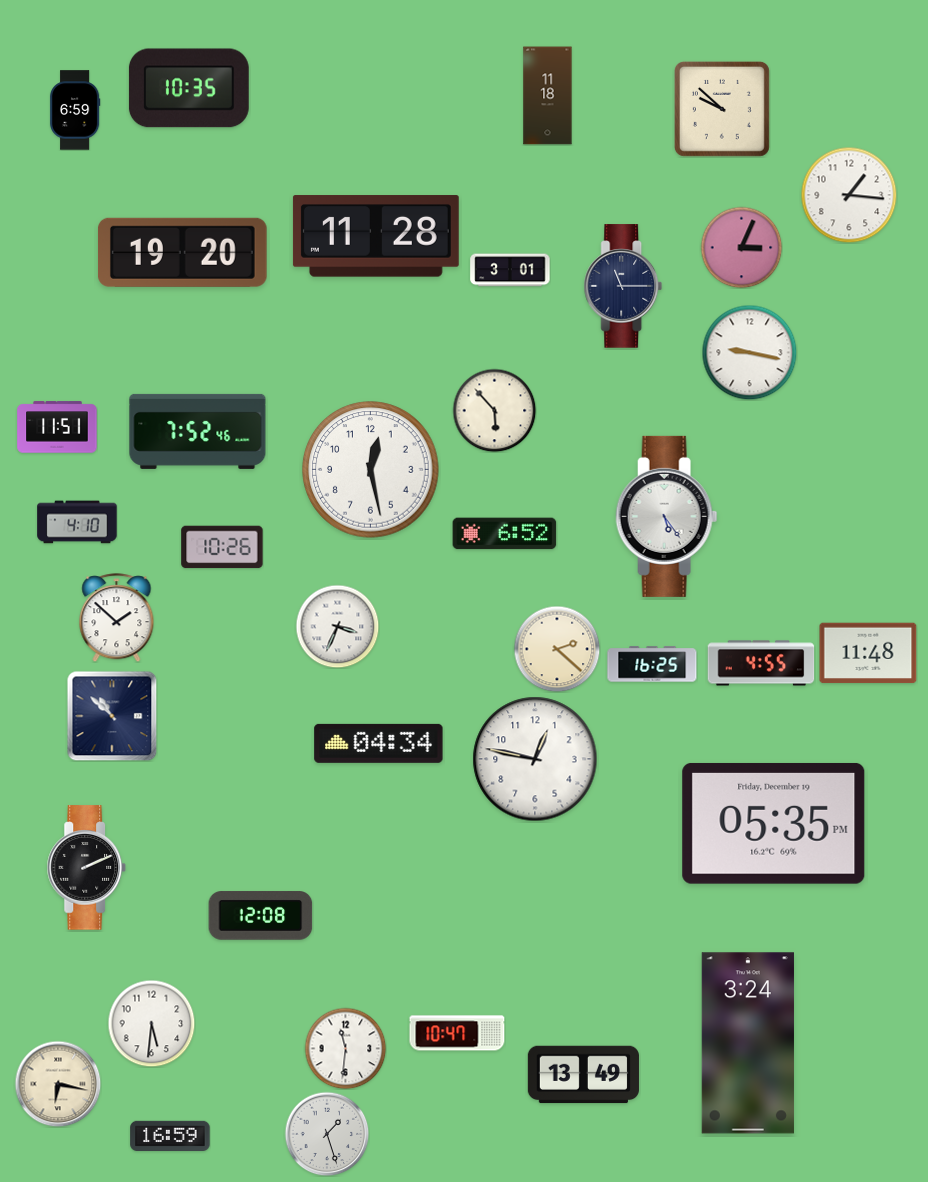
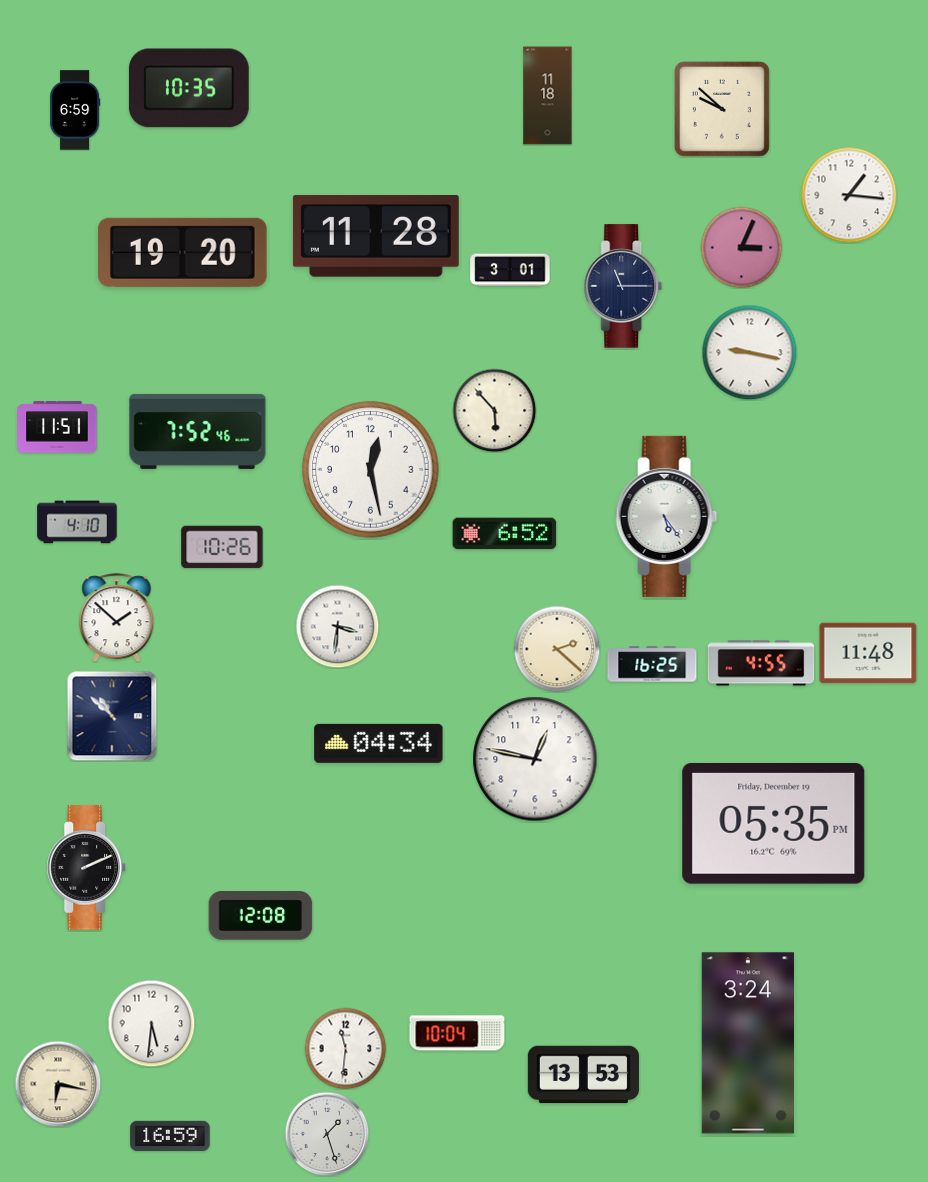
clock at (337, 626): 3:34 -> 3:31
clock at (457, 1033): 10:47 -> 10:04
clock at (583, 1075): 13:49 -> 13:53
